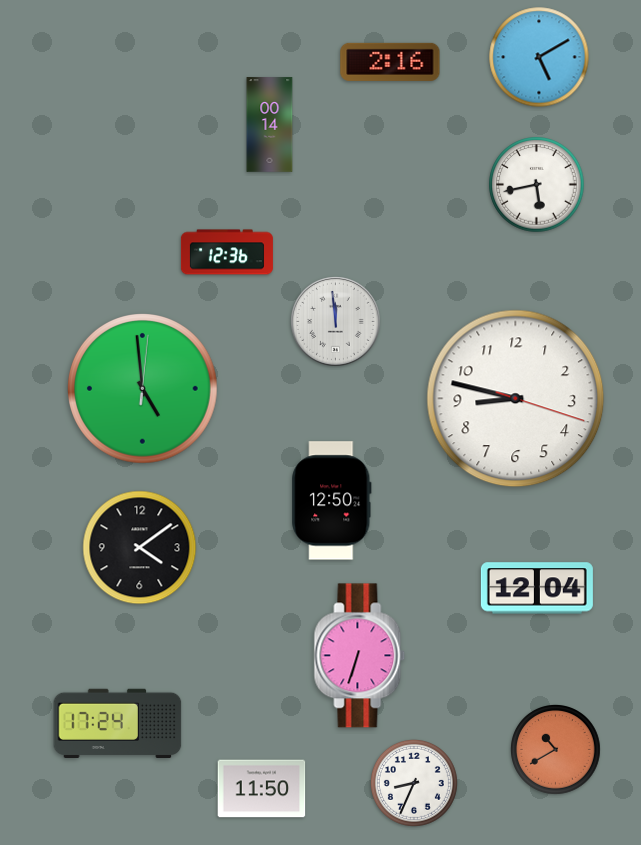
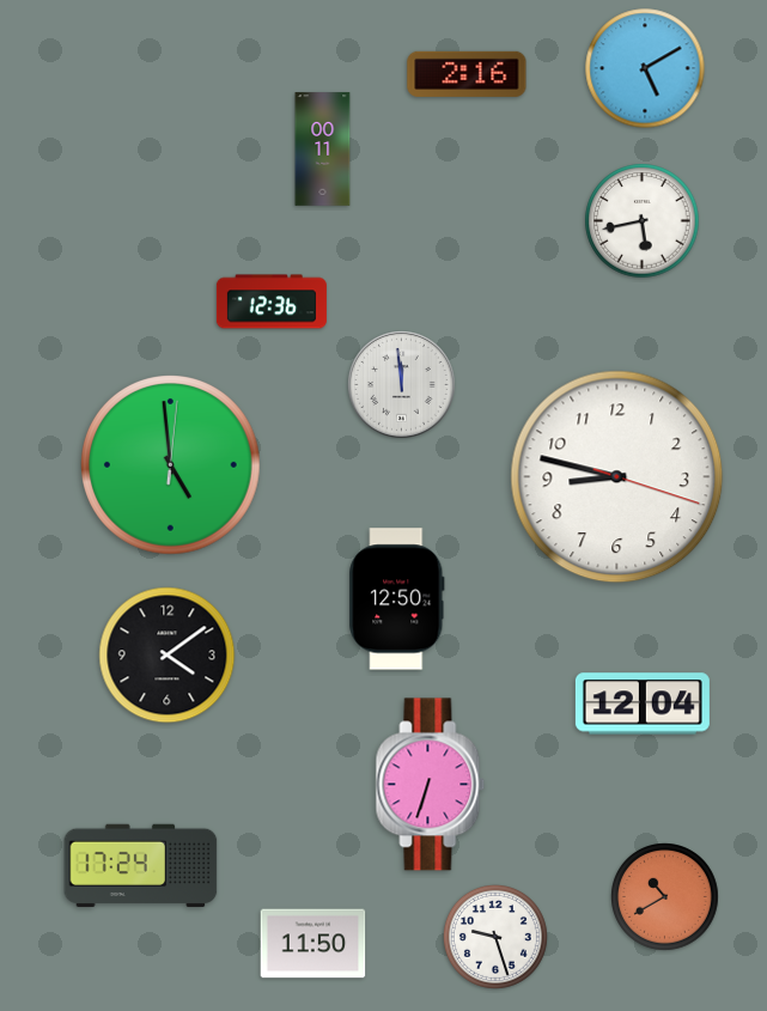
clock at (270, 125): 00:14 -> 00:11
clock at (414, 783): 8:34 -> 9:27
